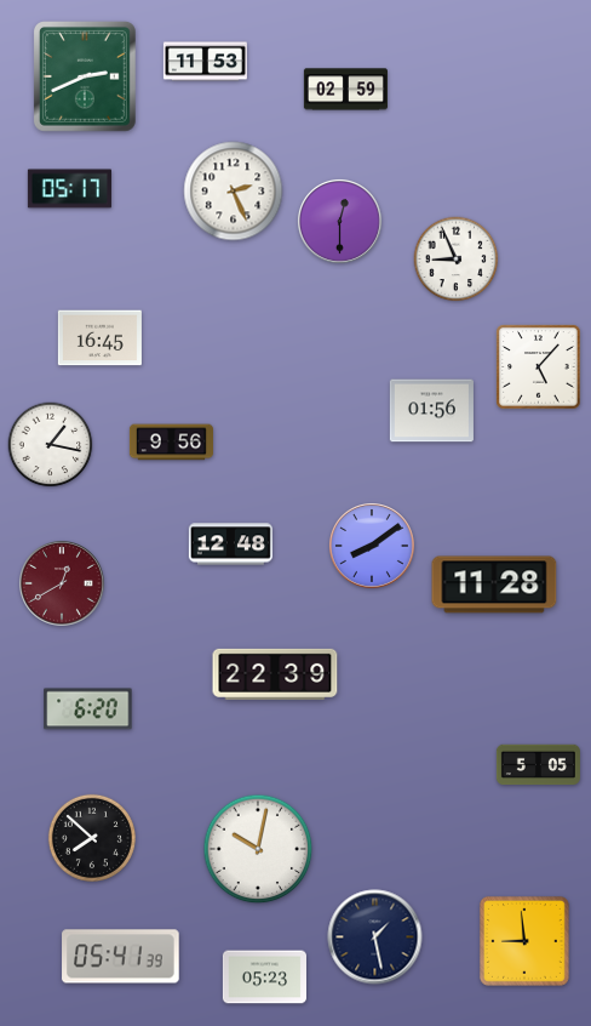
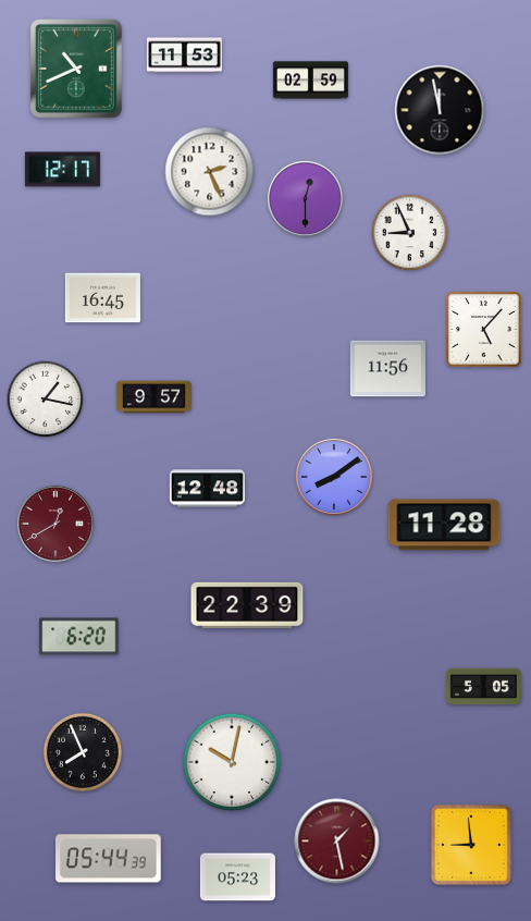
clock at (86, 78): 2:41 -> 10:41
clock at (440, 110): none -> 11:58
clock at (69, 189): 05:17 -> 12:17
clock at (99, 338) position: (99, 338) -> (102, 298)
clock at (431, 411): 01:56 -> 11:56
clock at (171, 443): 9:56 -> 9:57
clock at (373, 547) position: (373, 547) -> (335, 478)
clock at (92, 838): 7:52 -> 7:56
clock at (375, 937) dial: navy -> burgundy
clock at (121, 957): 05:41 -> 05:44
